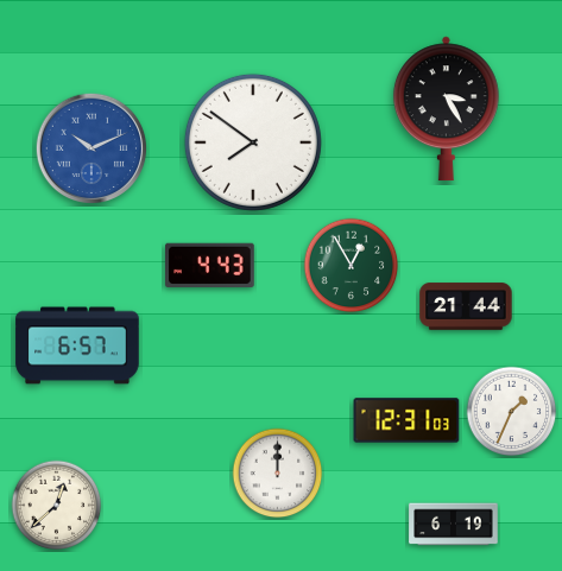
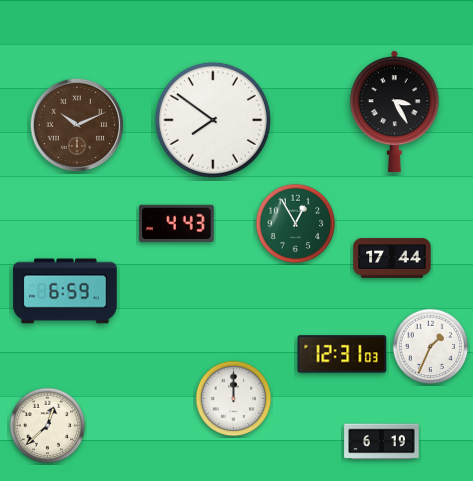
clock at (446, 109) position: (446, 109) -> (394, 112)
clock at (91, 148) dial: blue -> brown
clock at (466, 306): 21:44 -> 17:44
clock at (77, 345): 6:57 -> 6:59
